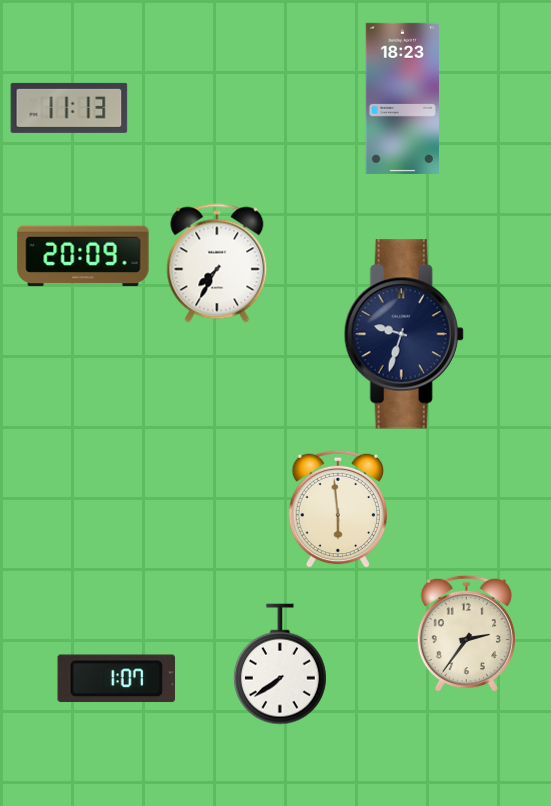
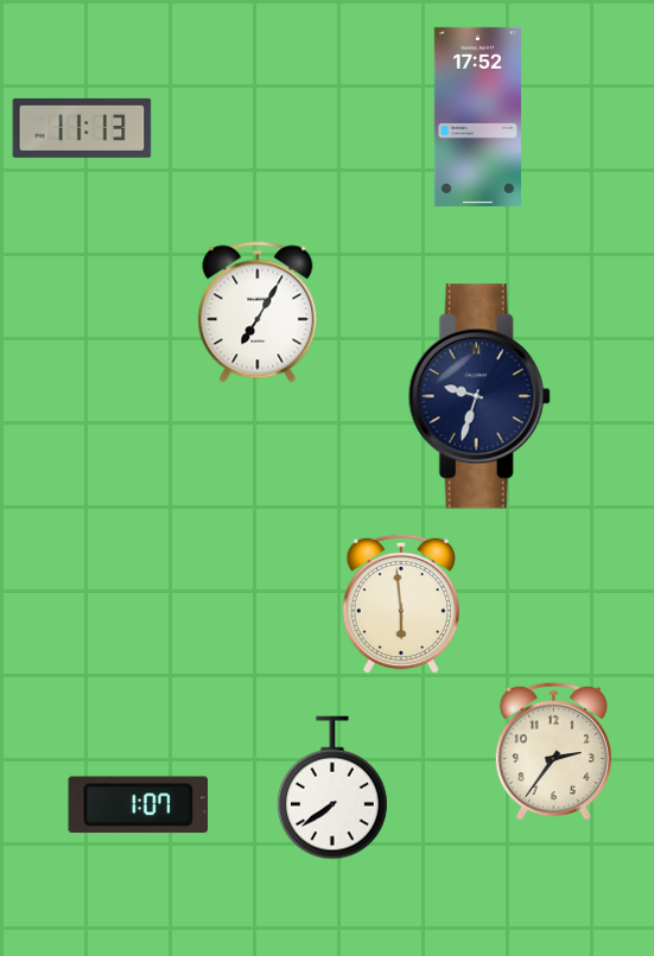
clock at (402, 98): 18:23 -> 17:52
clock at (83, 256): 20:09 -> none
clock at (217, 263): 7:35 -> 7:05
